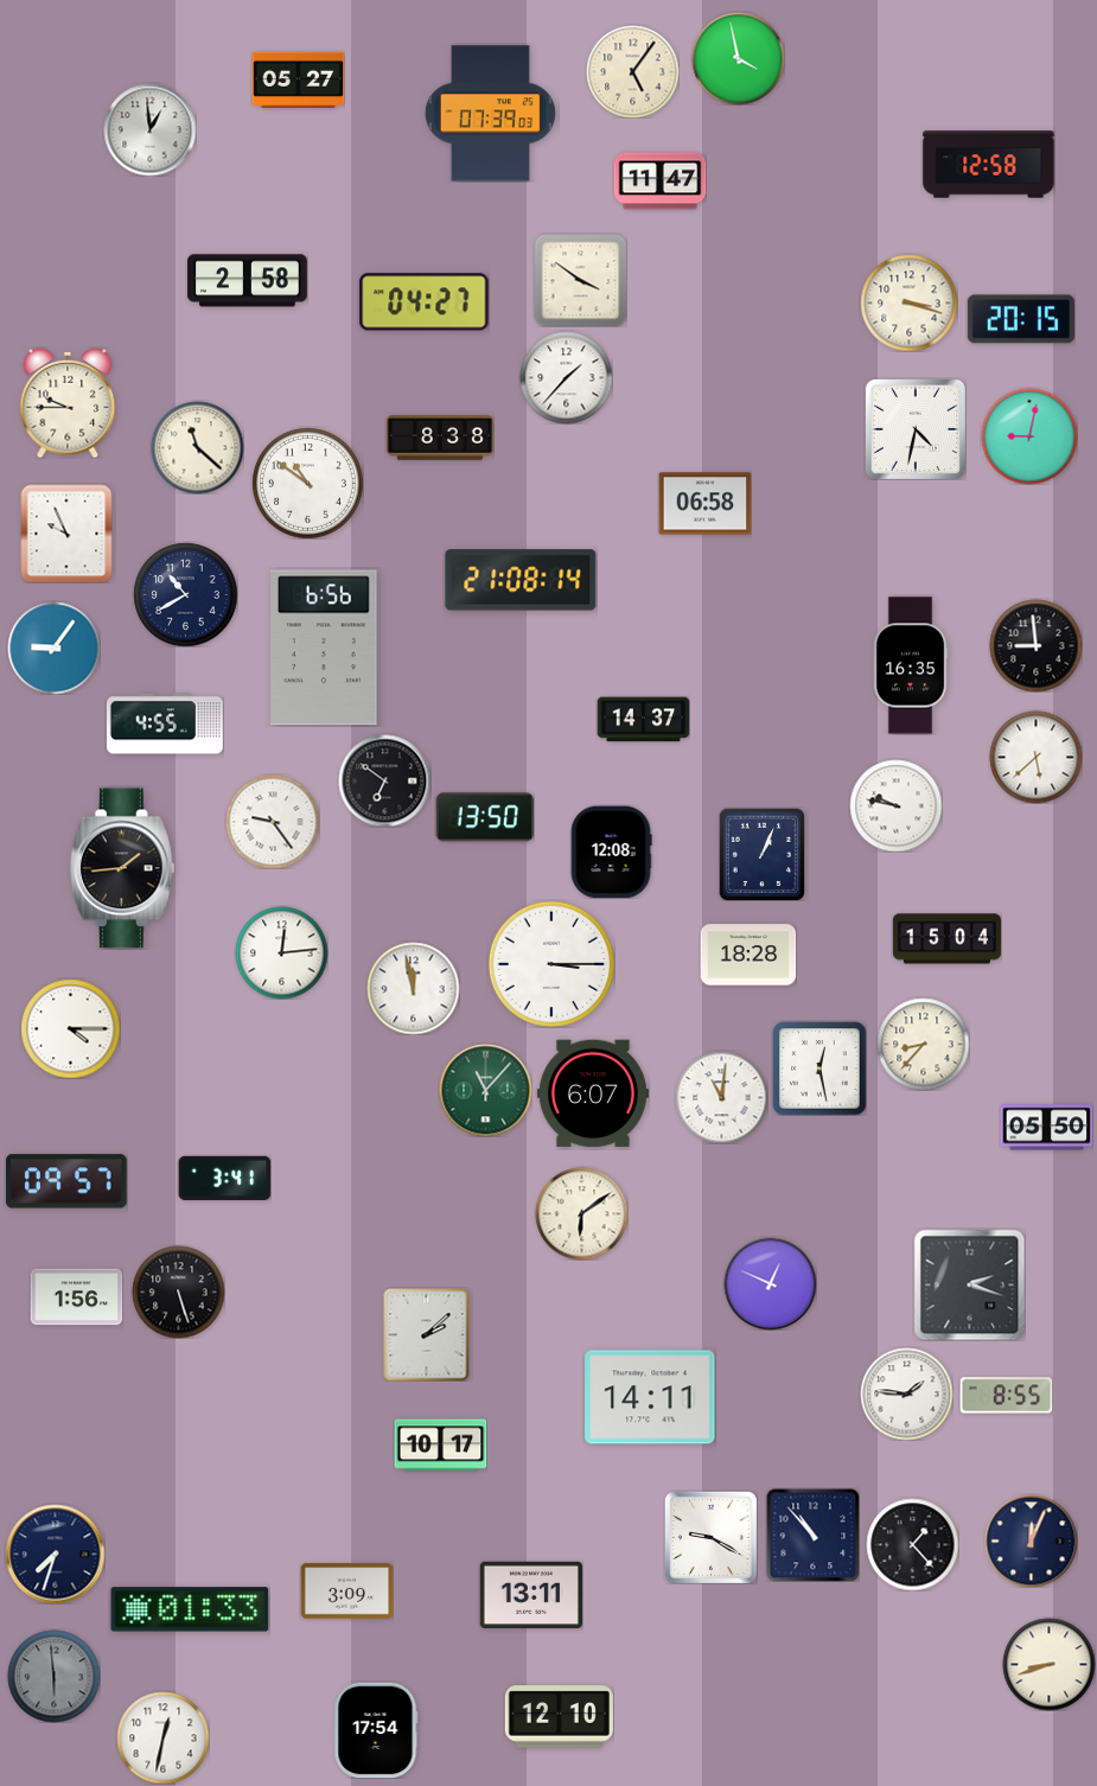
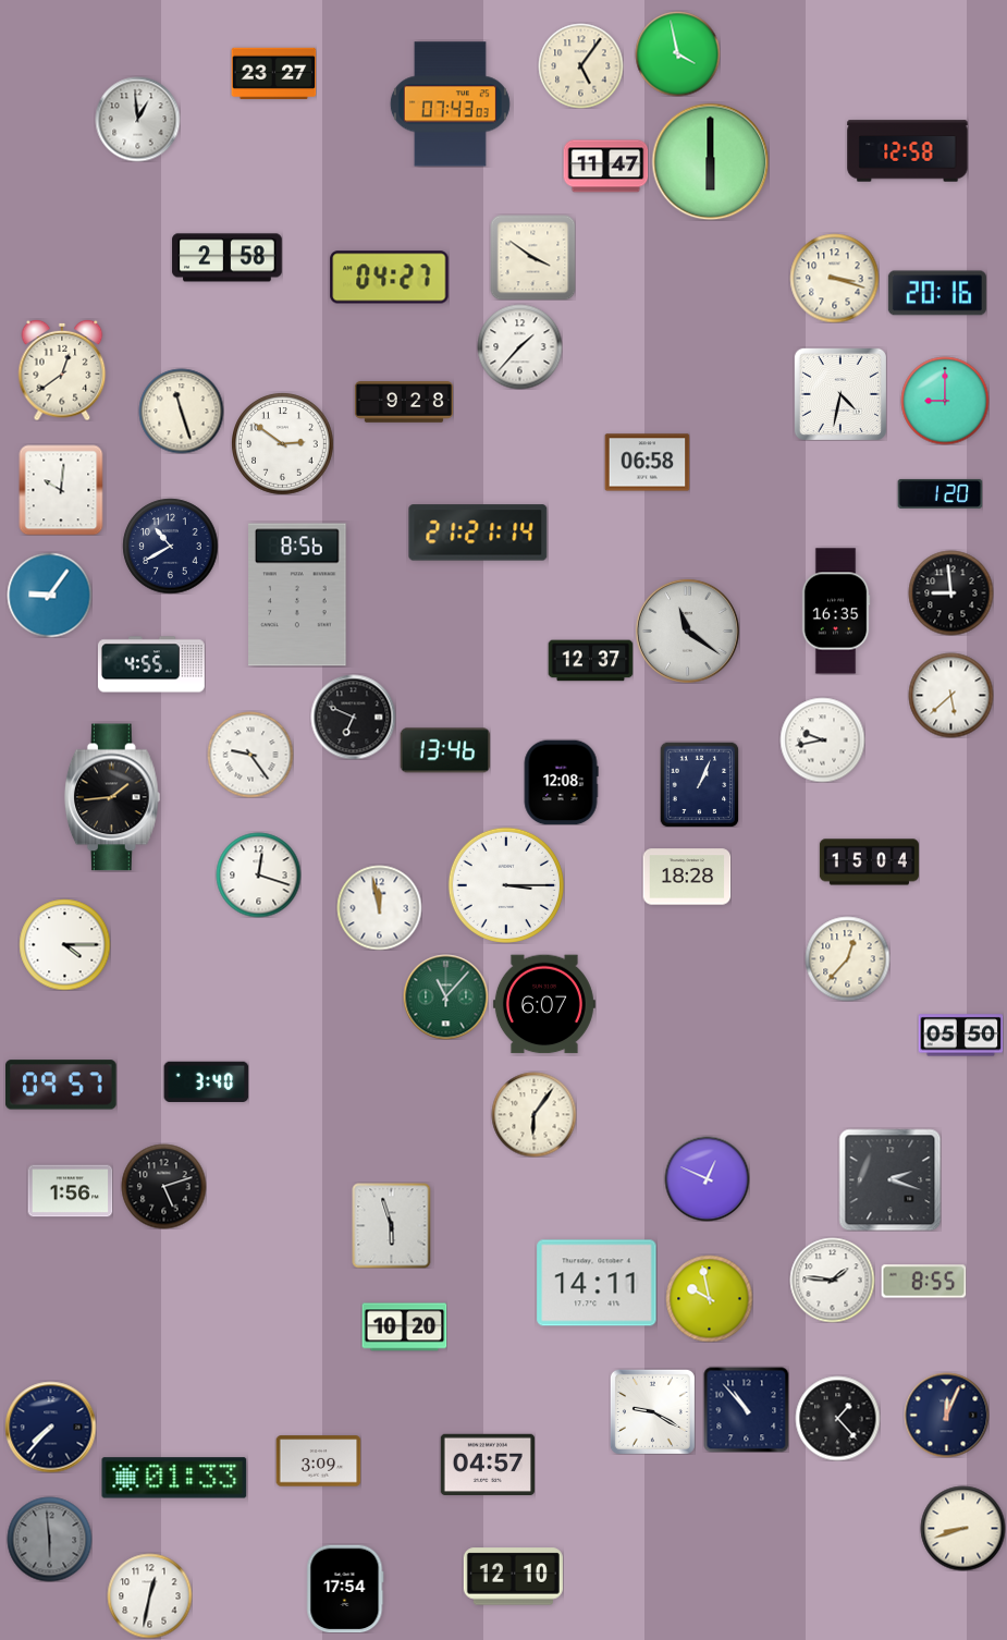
clock at (298, 81): 05:27 -> 23:27
clock at (490, 114): 07:39 -> 07:43
clock at (710, 161): none -> 6:00
clock at (1021, 319): 20:15 -> 20:16
clock at (68, 403): 9:45 -> 12:39
clock at (1029, 436): 9:02 -> 9:00
clock at (440, 438): 8:38 -> 9:28
clock at (197, 447): 11:22 -> 11:27
clock at (308, 484): 10:51 -> 2:51
clock at (66, 534): 9:56 -> 10:01
clock at (940, 493): none -> 1:20
clock at (521, 580): 21:08 -> 21:21
clock at (324, 648): 6:56 -> 8:56
clock at (687, 631): none -> 11:21
clock at (643, 720): 14:37 -> 12:37
clock at (384, 780): 6:51 -> 6:49
clock at (895, 805): 9:47 -> 9:43
clock at (485, 817): 13:50 -> 13:46
clock at (281, 952): 12:14 -> 12:18
clock at (923, 1044): 8:37 -> 12:37
clock at (819, 1069): 12:28 -> none
clock at (485, 1090) position: (485, 1090) -> (445, 996)
clock at (721, 1097): 11:01 -> none
clock at (224, 1178): 3:41 -> 3:40
clock at (581, 1213): 6:09 -> 6:06
clock at (178, 1291): 5:27 -> 5:12
clock at (427, 1334): 2:08 -> 5:57
clock at (709, 1298): none -> 9:58
clock at (440, 1446): 10:17 -> 10:20
clock at (55, 1554): 7:33 -> 7:37
clock at (530, 1595): 13:11 -> 04:57
